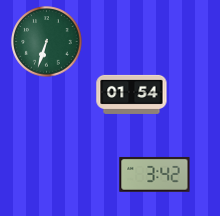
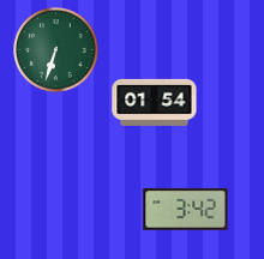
clock at (132, 94) position: (132, 94) -> (155, 102)
